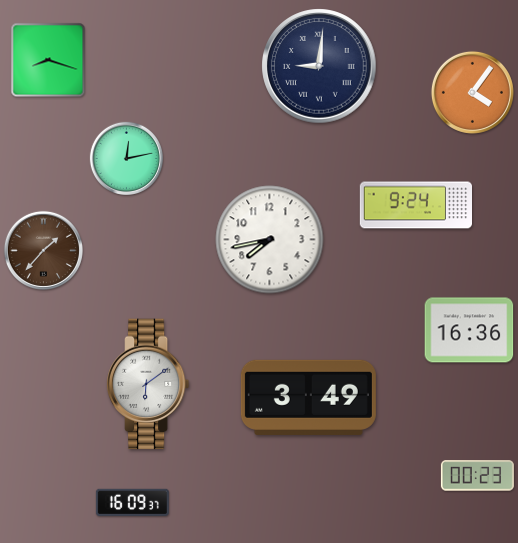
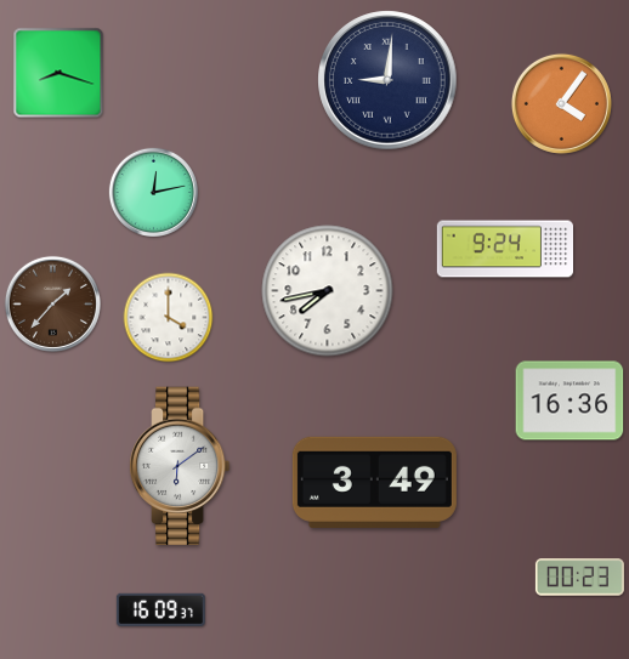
clock at (472, 92) position: (472, 92) -> (561, 103)
clock at (169, 318): none -> 4:00
